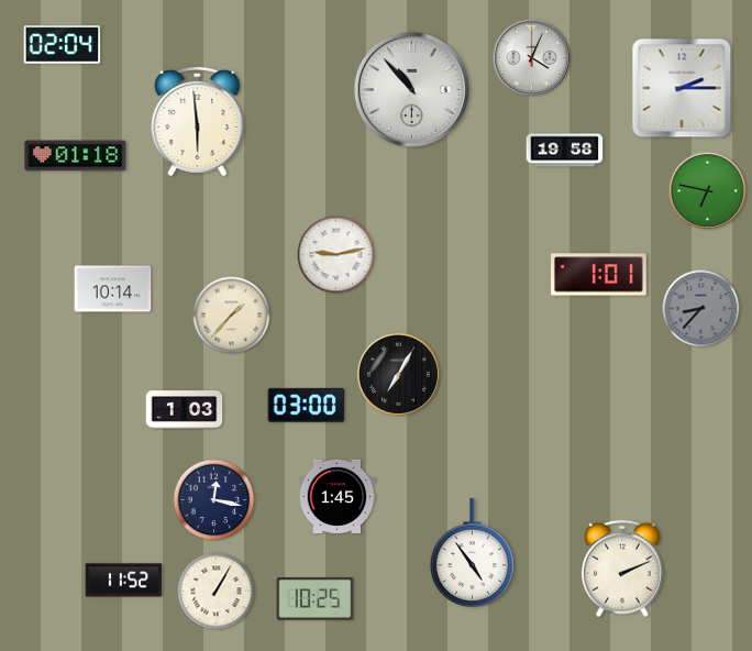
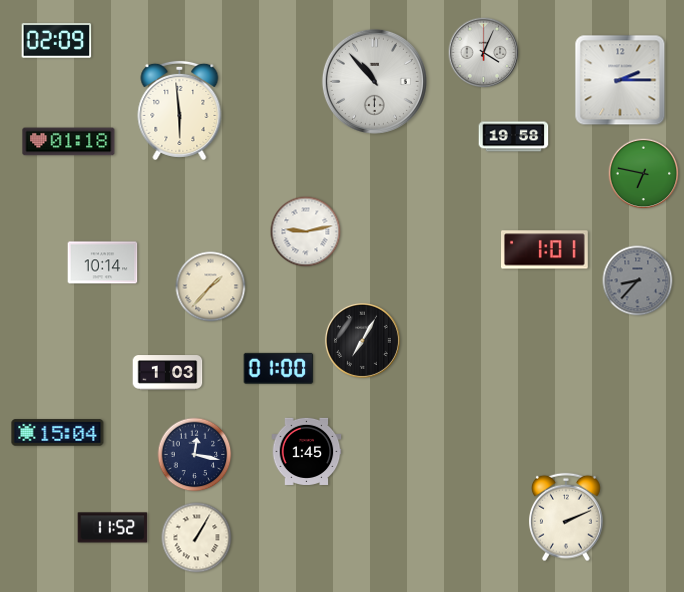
clock at (63, 45): 02:04 -> 02:09
clock at (307, 405): 03:00 -> 01:00
clock at (58, 433): none -> 15:04
clock at (472, 553): 4:54 -> none
clock at (316, 599): 10:25 -> none
